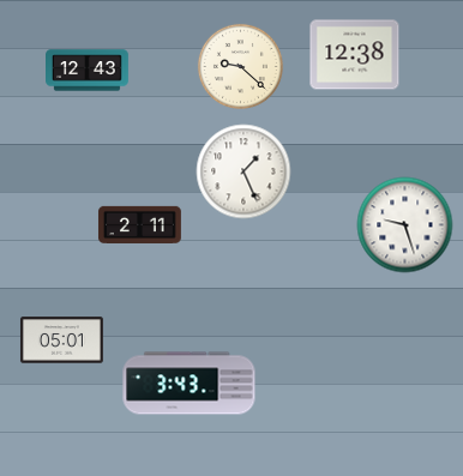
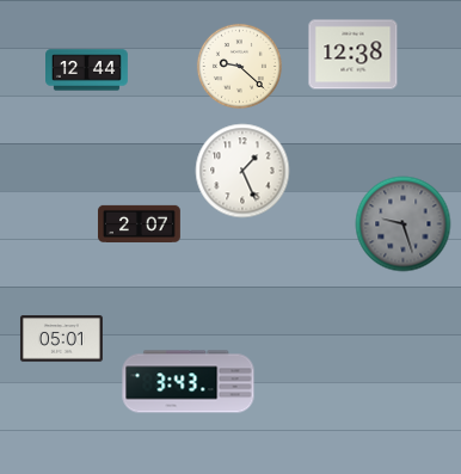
clock at (88, 71): 12:43 -> 12:44
clock at (140, 224): 2:11 -> 2:07
clock at (405, 225) dial: white -> grey
